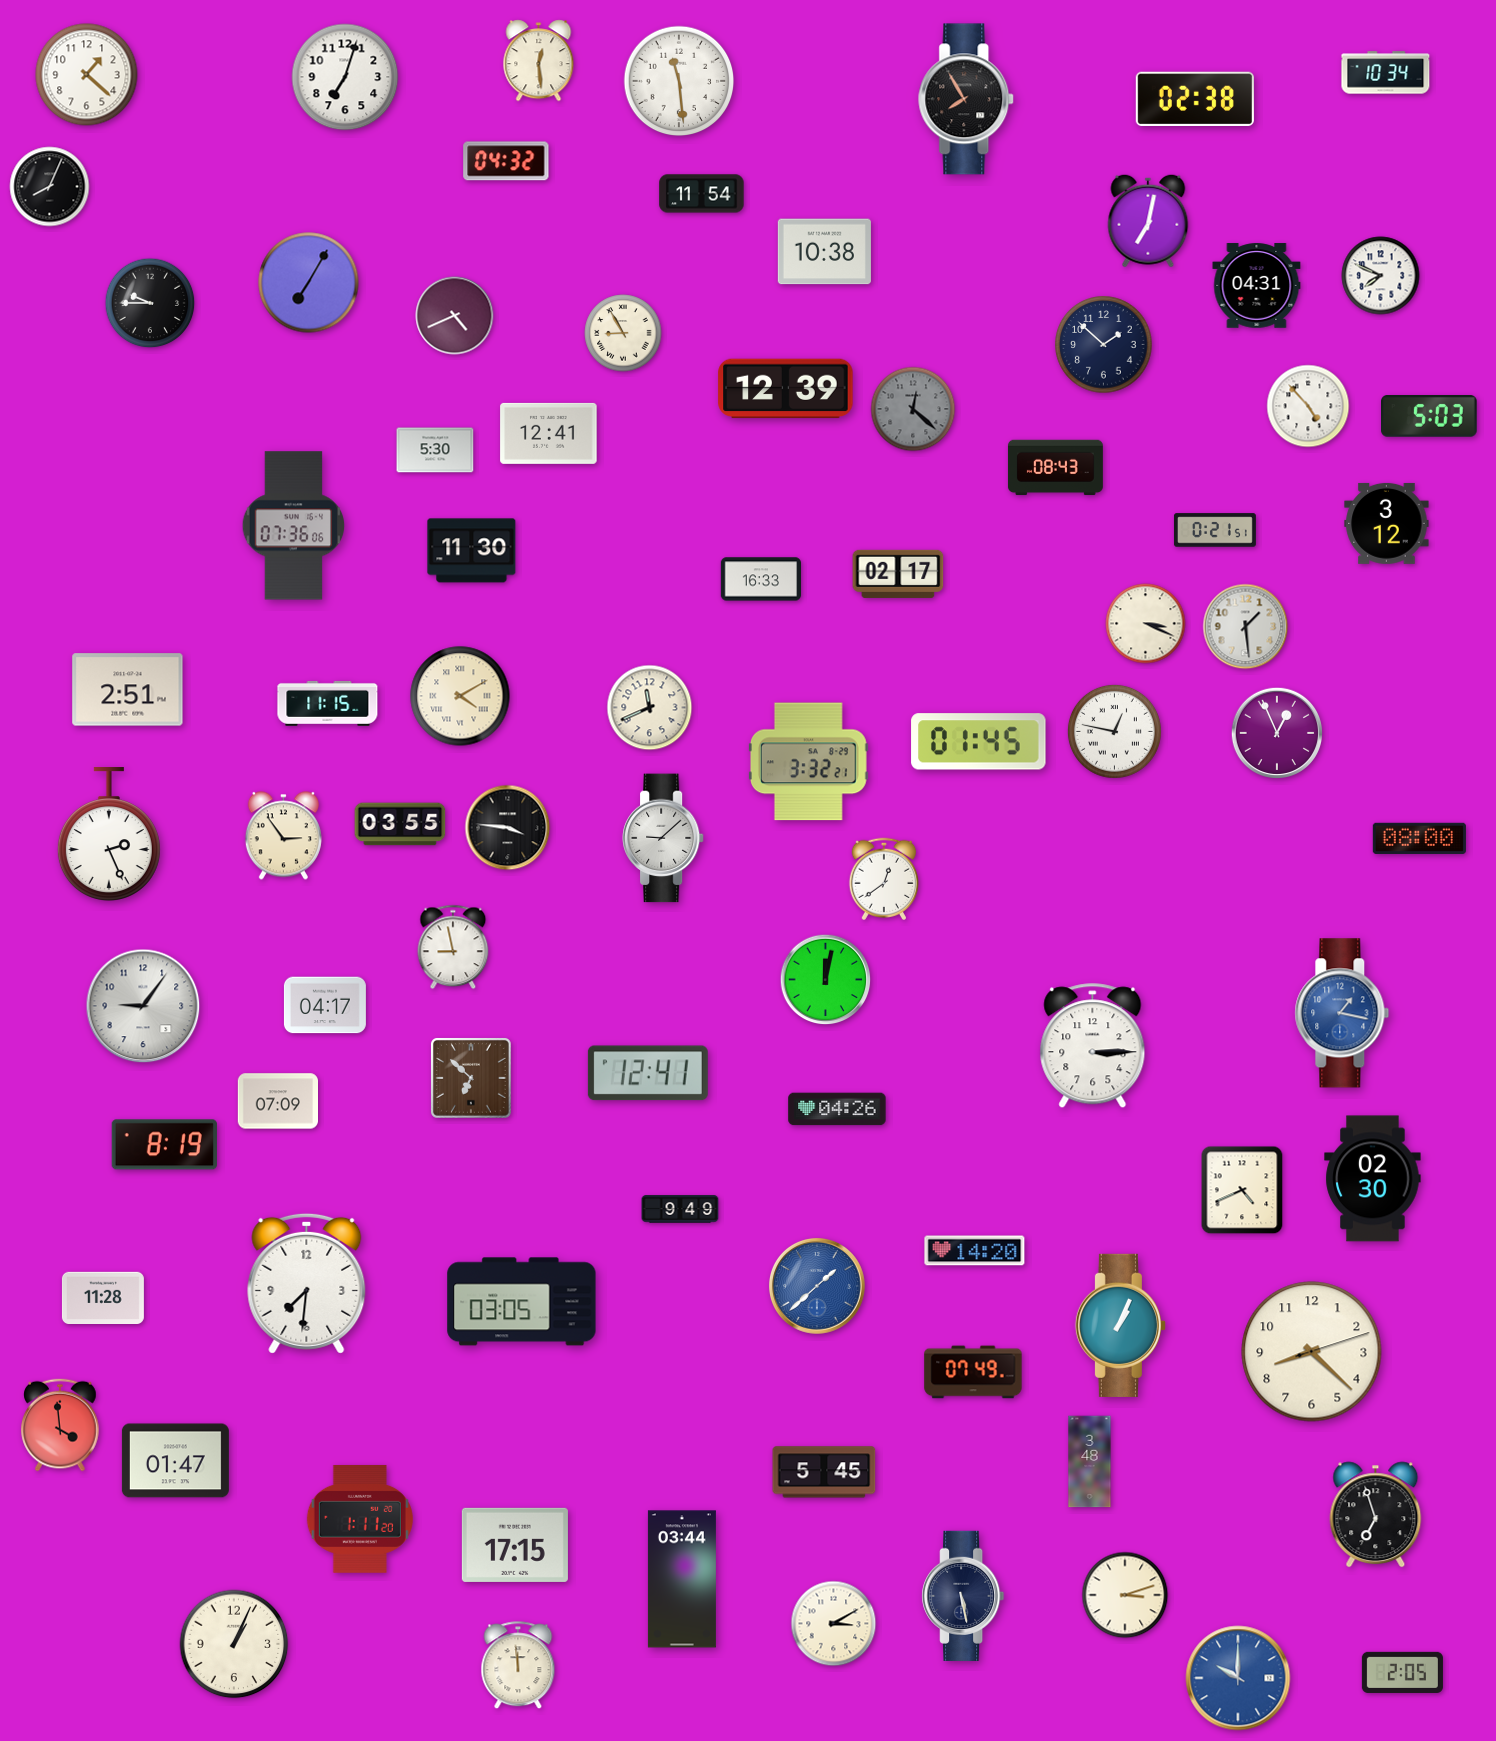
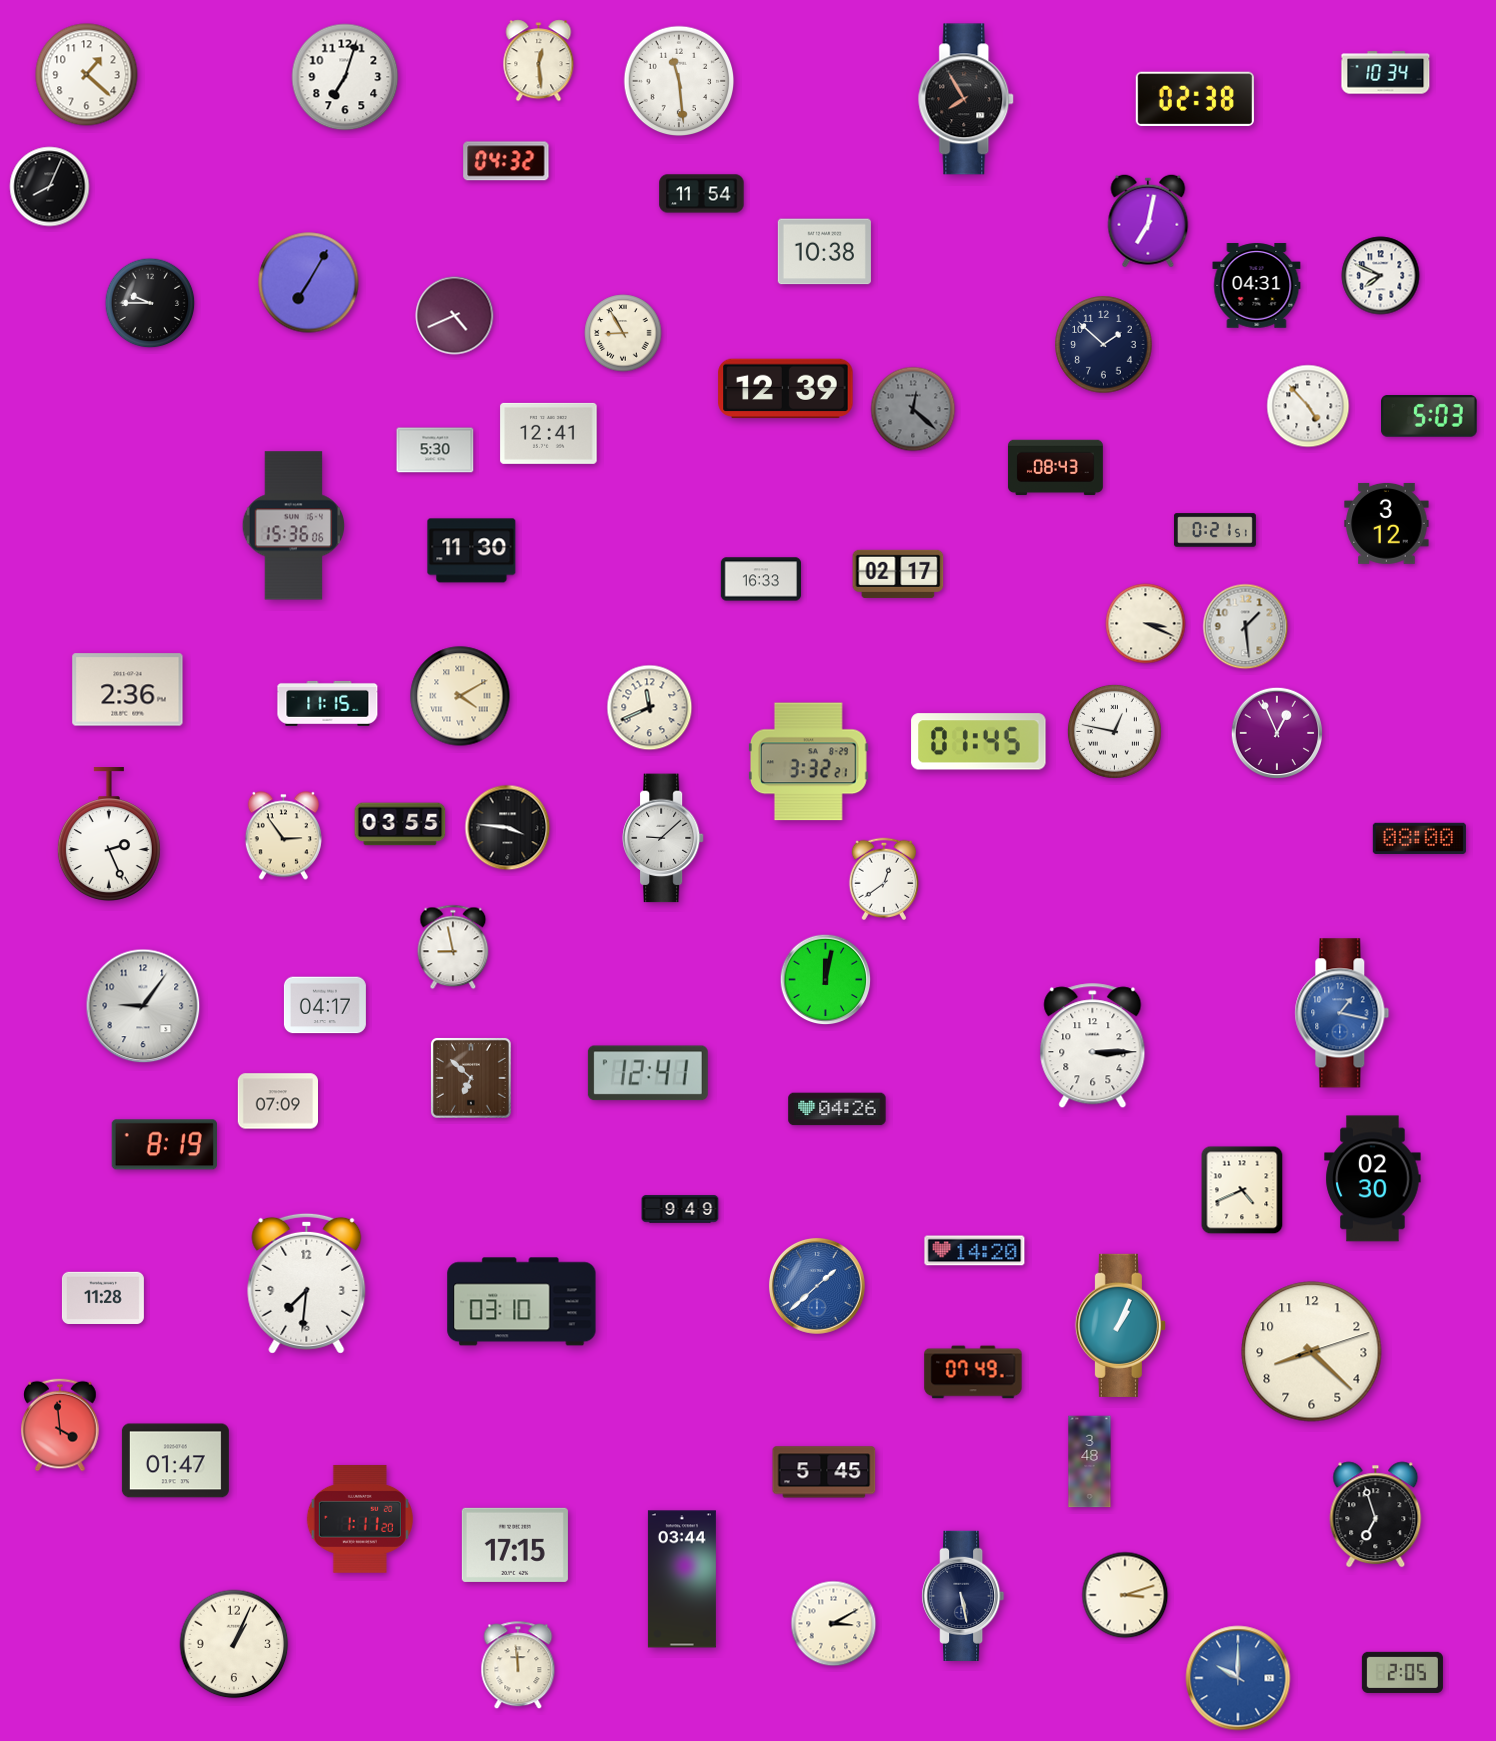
clock at (294, 526): 07:36 -> 15:36
clock at (128, 690): 2:51 -> 2:36
clock at (522, 1302): 03:05 -> 03:10
